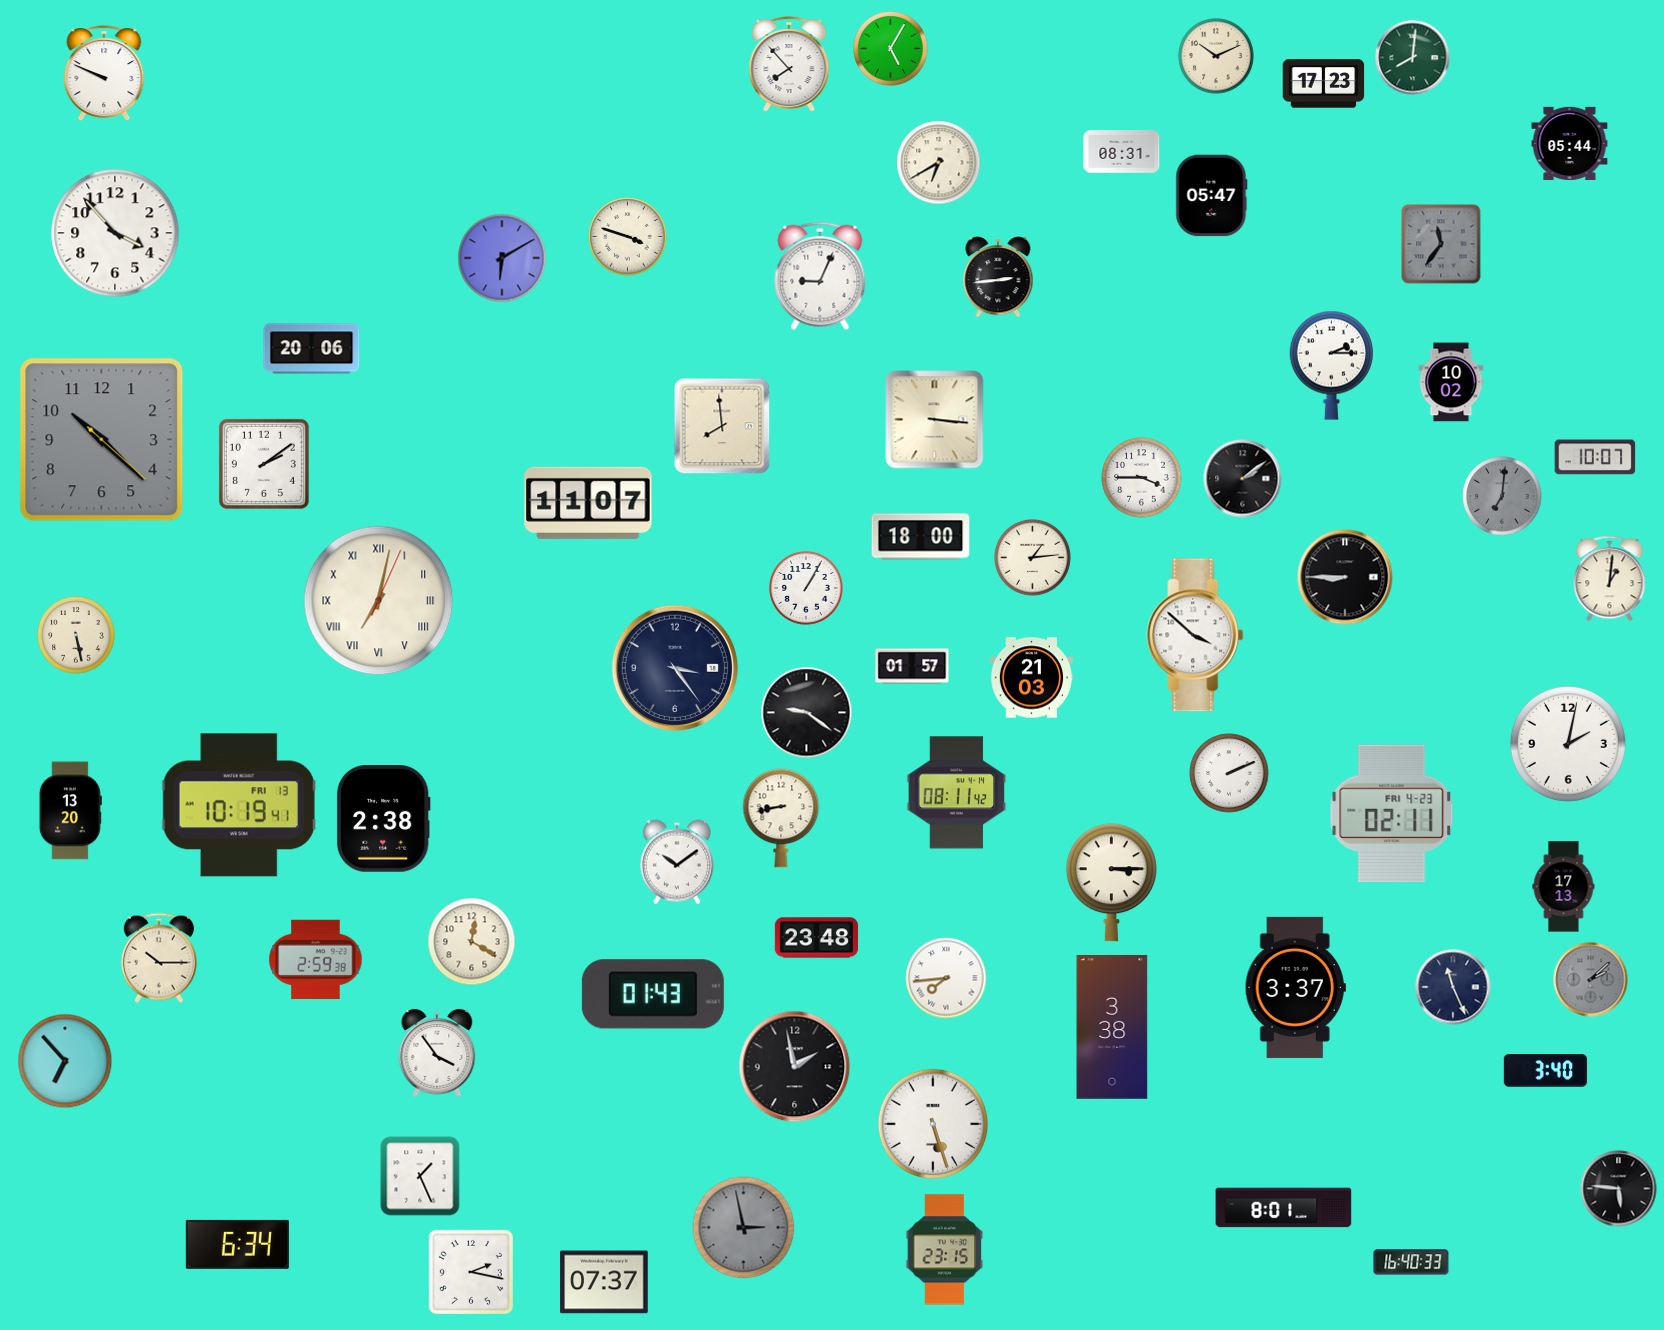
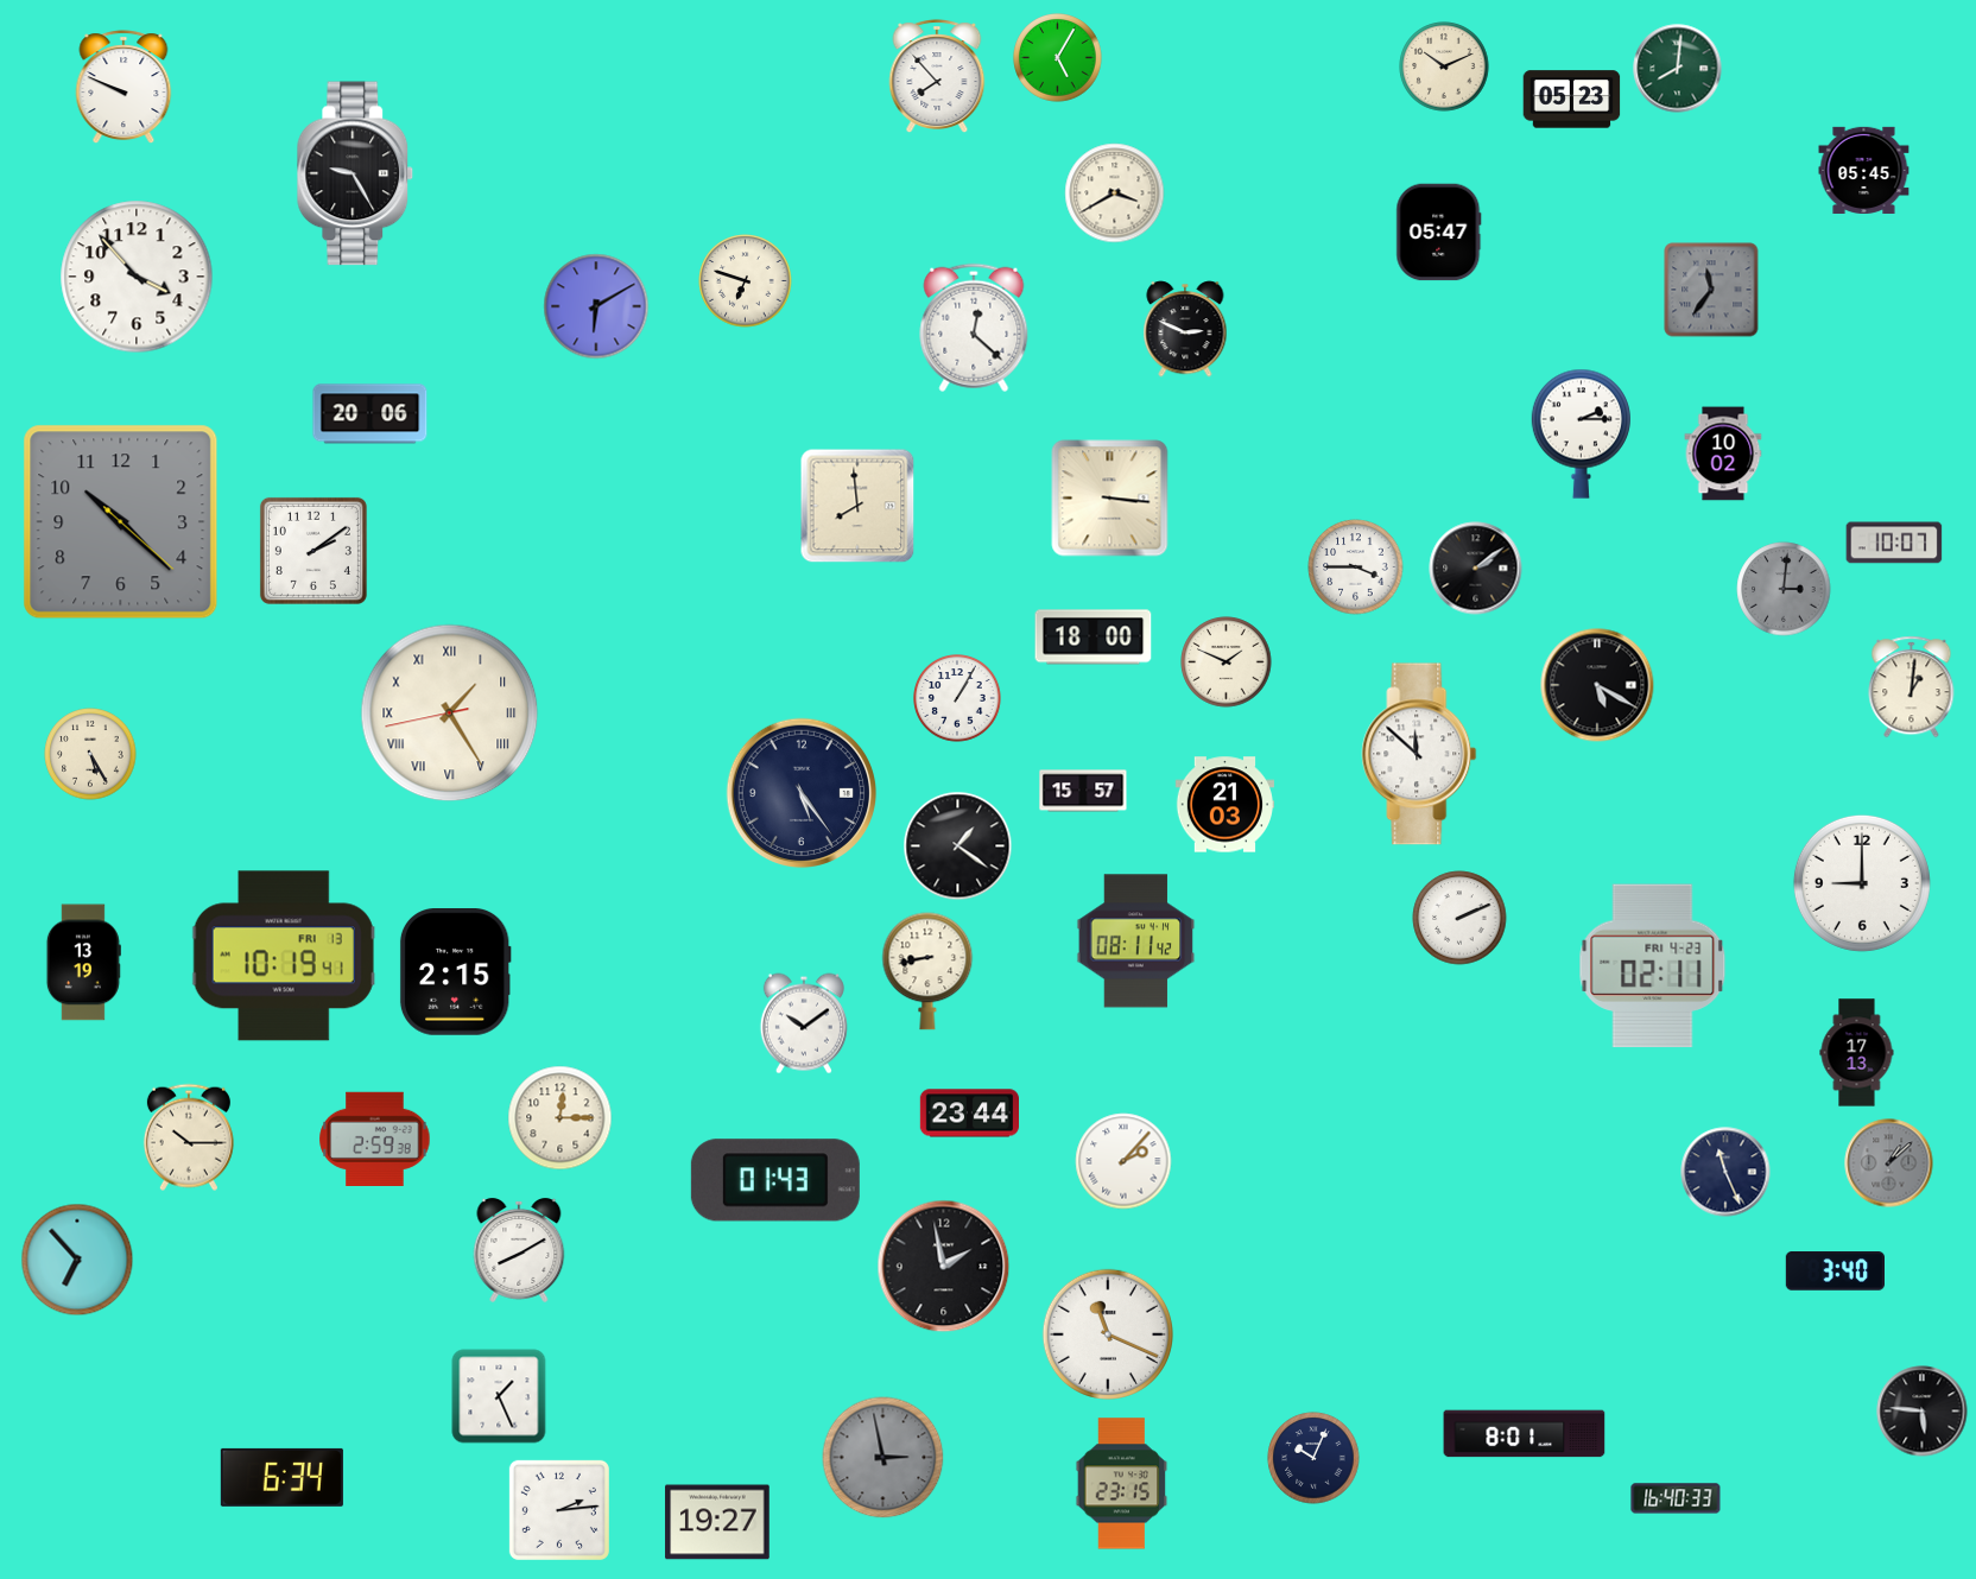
clock at (1324, 84): 17:23 -> 05:23
clock at (1570, 143): 05:44 -> 05:45
clock at (355, 173): none -> 9:25
clock at (1122, 152): 08:31 -> none
clock at (939, 163): 6:40 -> 3:40
clock at (628, 237): 3:48 -> 6:48
clock at (820, 276): 9:04 -> 12:22
clock at (998, 277): 2:44 -> 2:49
clock at (1502, 496): 7:01 -> 3:01
clock at (588, 503): 11:07 -> none
clock at (1033, 558): 1:14 -> 1:49
clock at (1345, 577): 8:45 -> 5:20
clock at (379, 601): 7:02 -> 1:24
clock at (76, 635): 5:28 -> 5:25
clock at (1195, 635): 3:52 -> 11:52
clock at (912, 666): 01:57 -> 15:57
clock at (675, 668): 3:24 -> 5:24
clock at (807, 713): 9:21 -> 1:21
clock at (1568, 744): 2:02 -> 9:00
clock at (70, 811): 13:20 -> 13:19
clock at (383, 819): 2:38 -> 2:15
clock at (1111, 883): 3:15 -> none
clock at (816, 938): 23:48 -> 23:44
clock at (472, 942): 12:20 -> 12:15
clock at (946, 978): 7:44 -> 2:07
clock at (1591, 980): 2:08 -> 1:08
clock at (1295, 987): 3:37 -> none
clock at (1112, 1028): 3:38 -> none
clock at (437, 1053): 3:54 -> 8:10
clock at (932, 1123): 5:27 -> 11:19
clock at (1313, 1458): none -> 10:04
clock at (471, 1272): 2:17 -> 2:14
clock at (604, 1282): 07:37 -> 19:27
